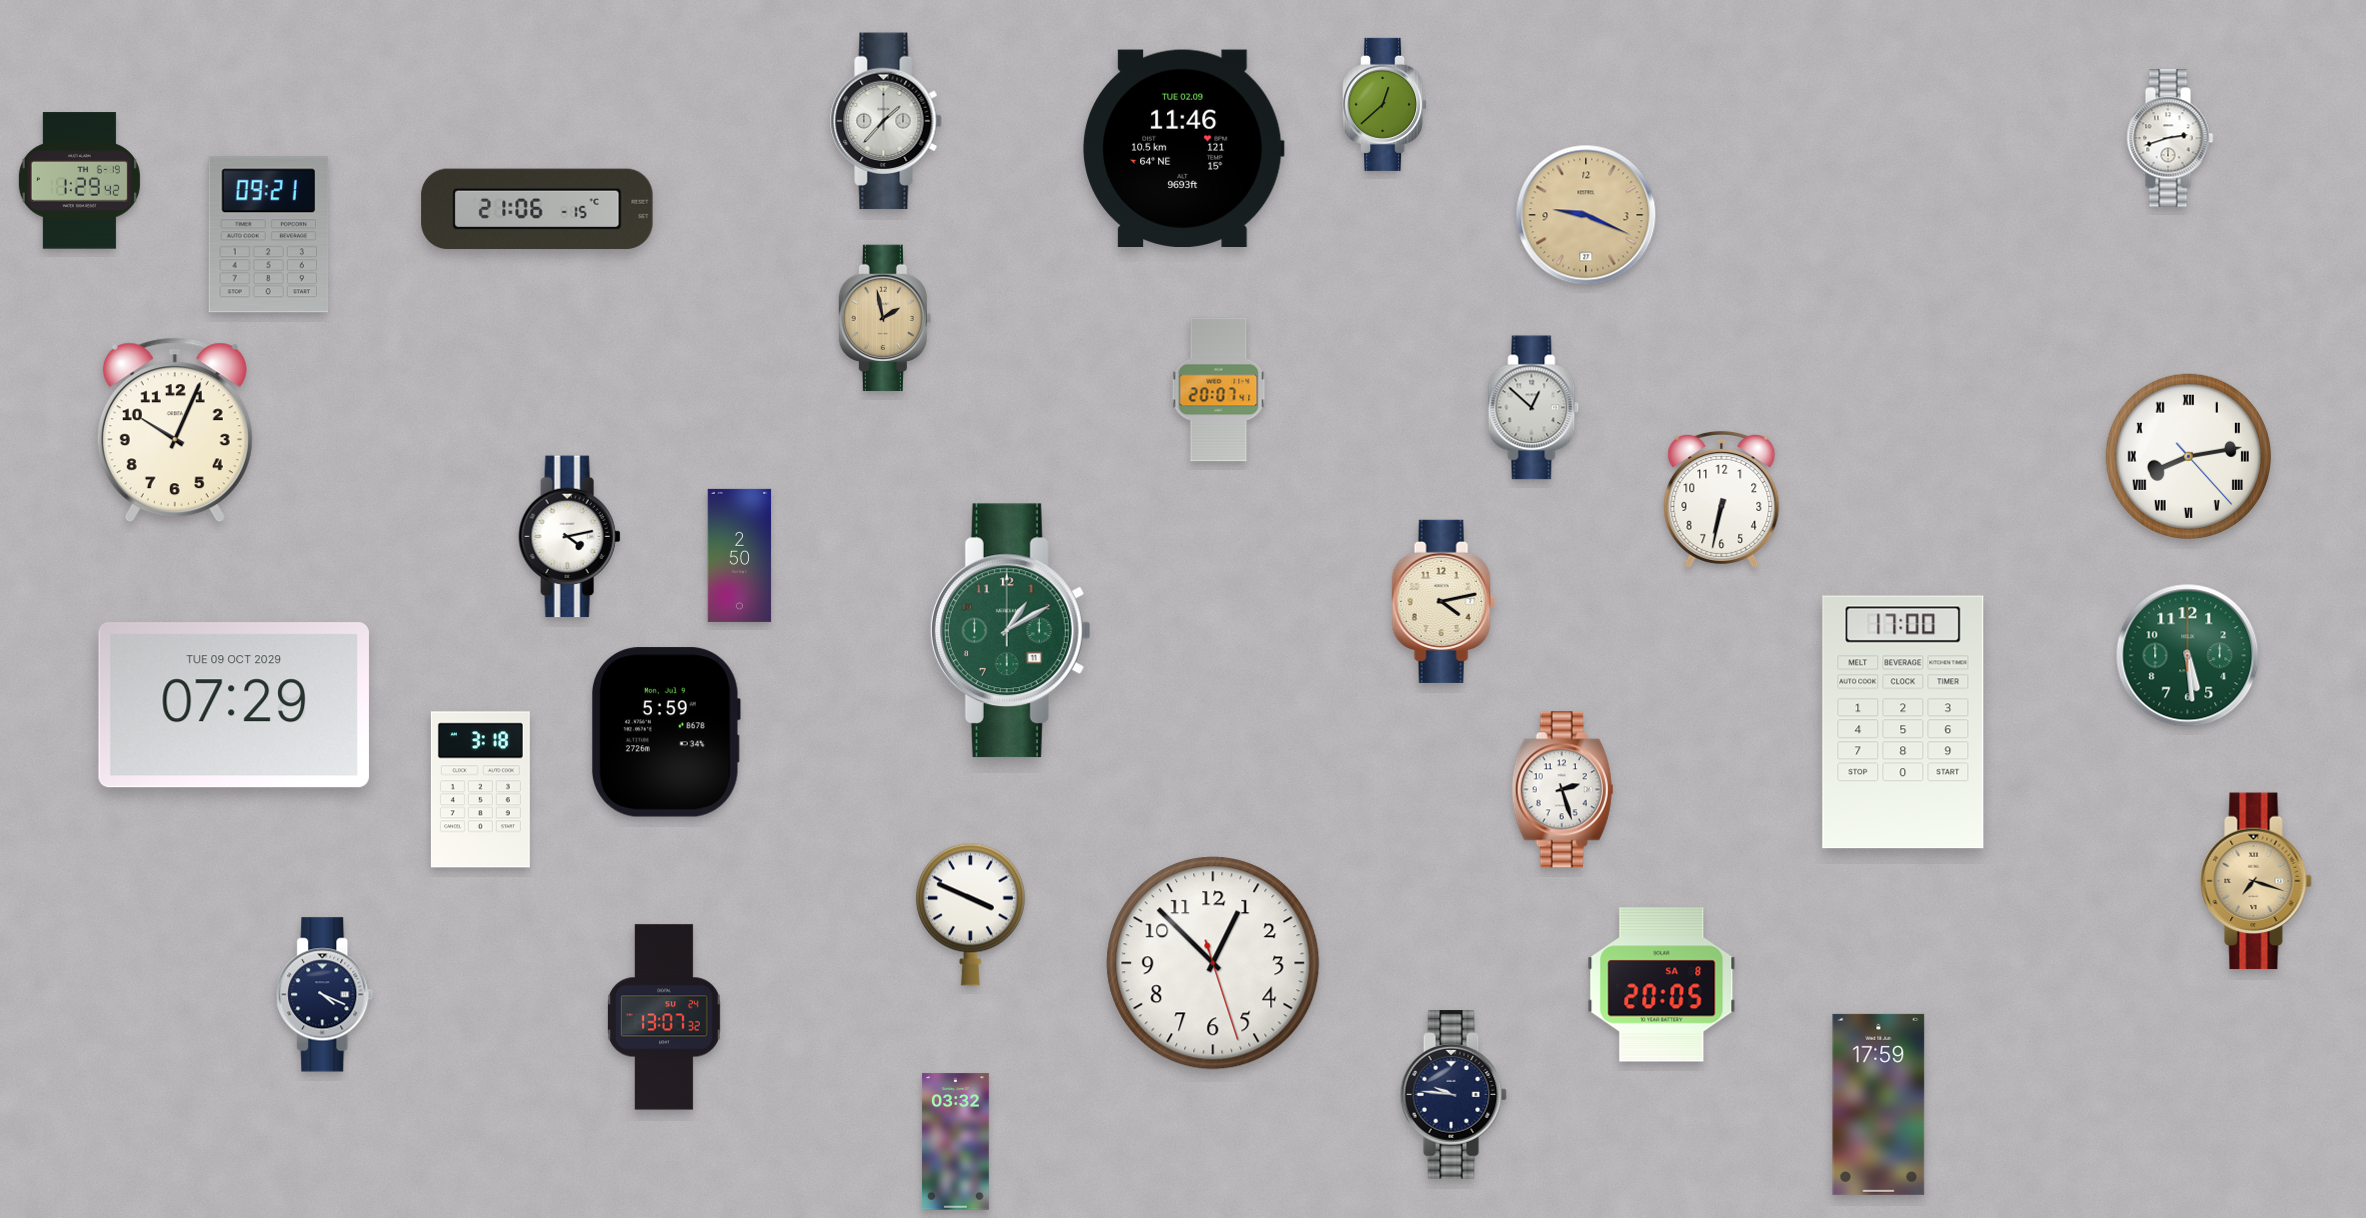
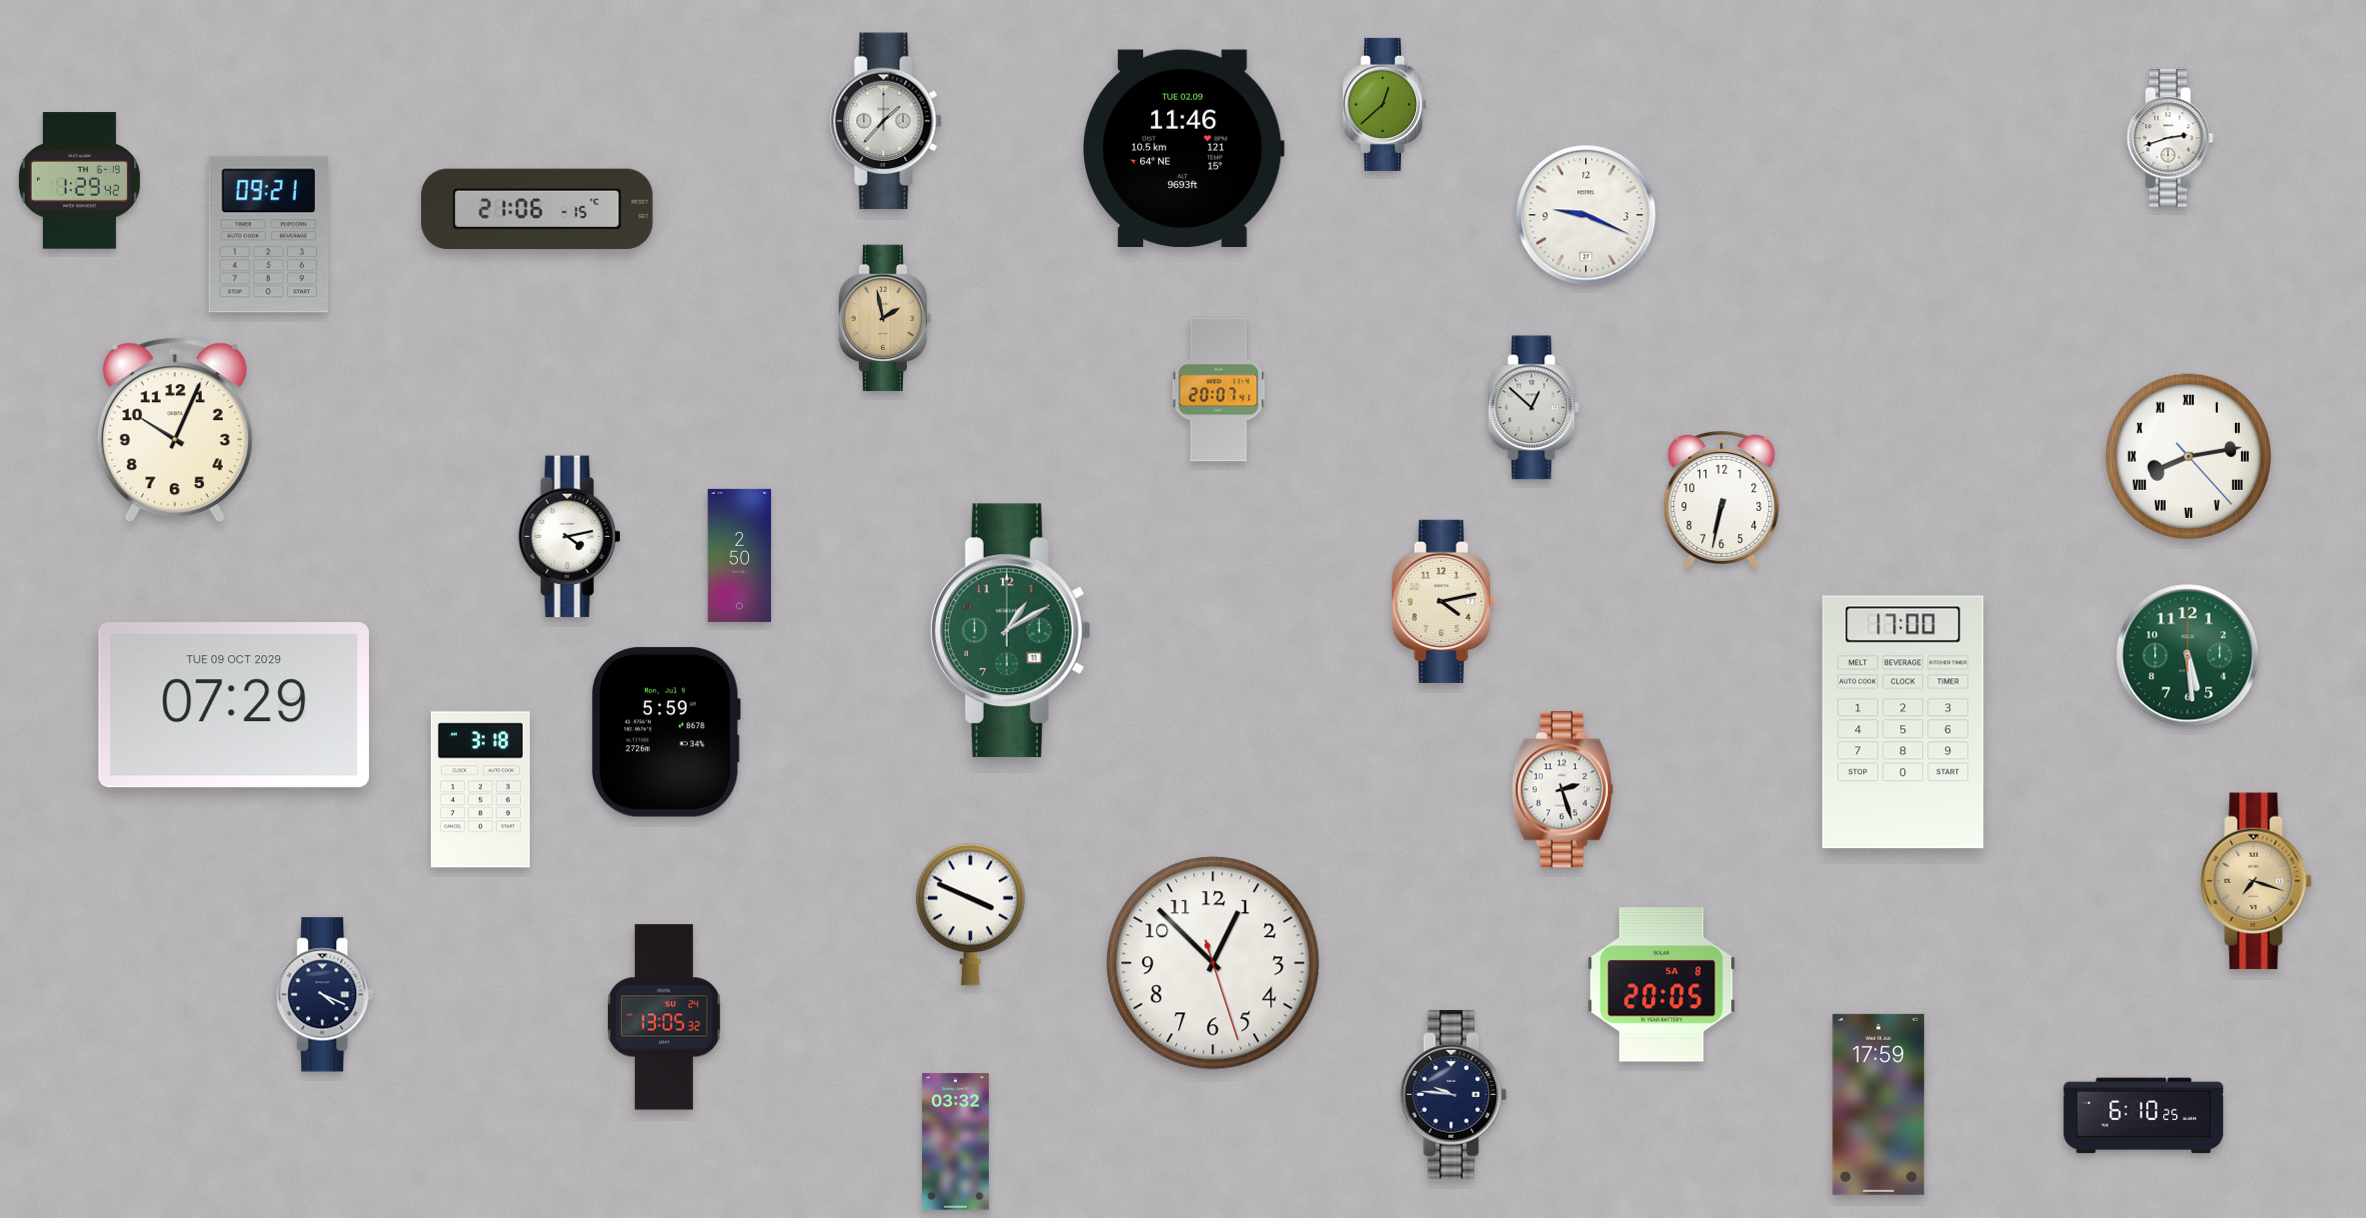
clock at (1586, 215) dial: champagne -> white
clock at (664, 1017): 13:07 -> 13:05
clock at (2144, 1116): none -> 6:10
